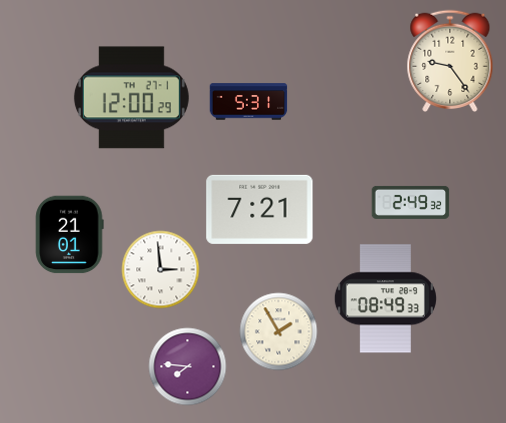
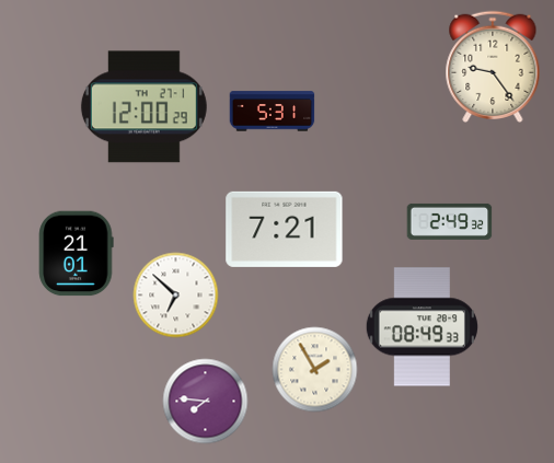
clock at (70, 234) position: (70, 234) -> (77, 253)
clock at (160, 269): 2:59 -> 6:52
clock at (278, 331) position: (278, 331) -> (314, 369)
